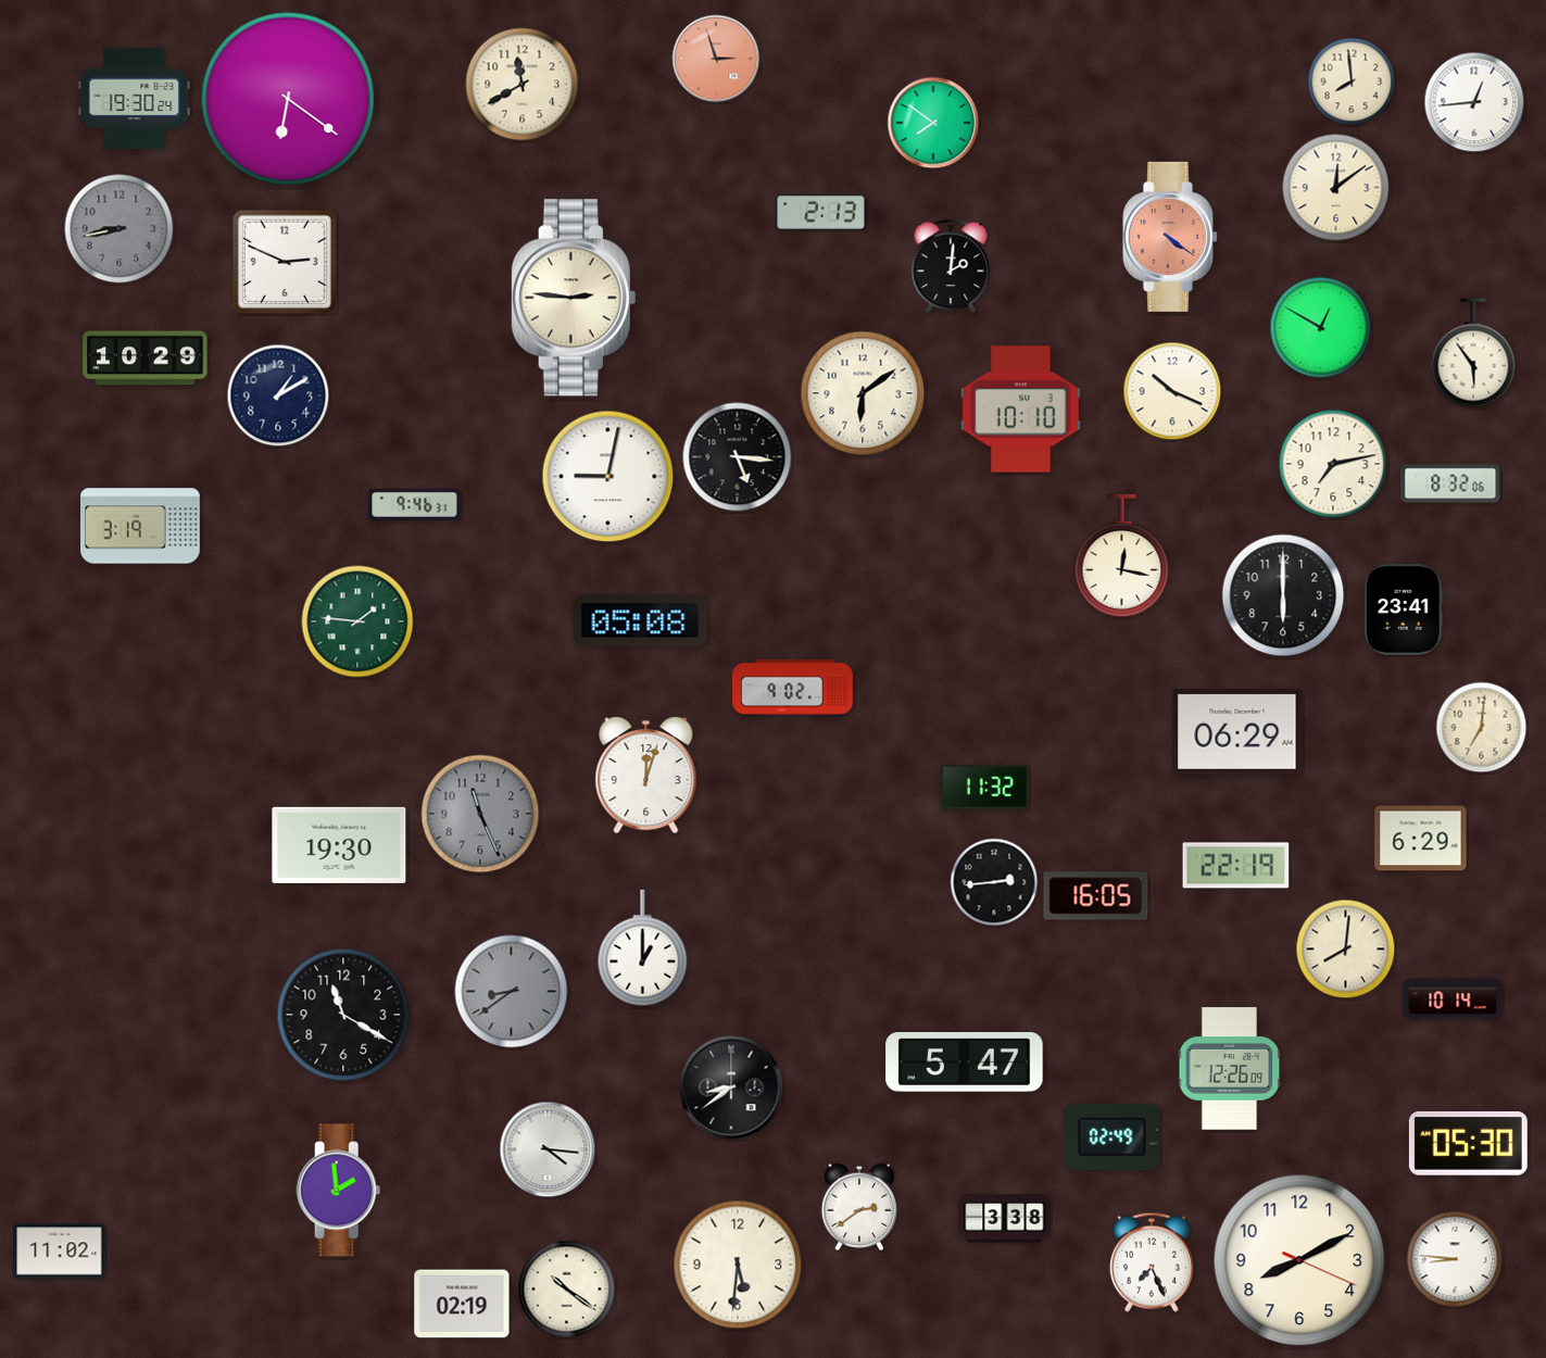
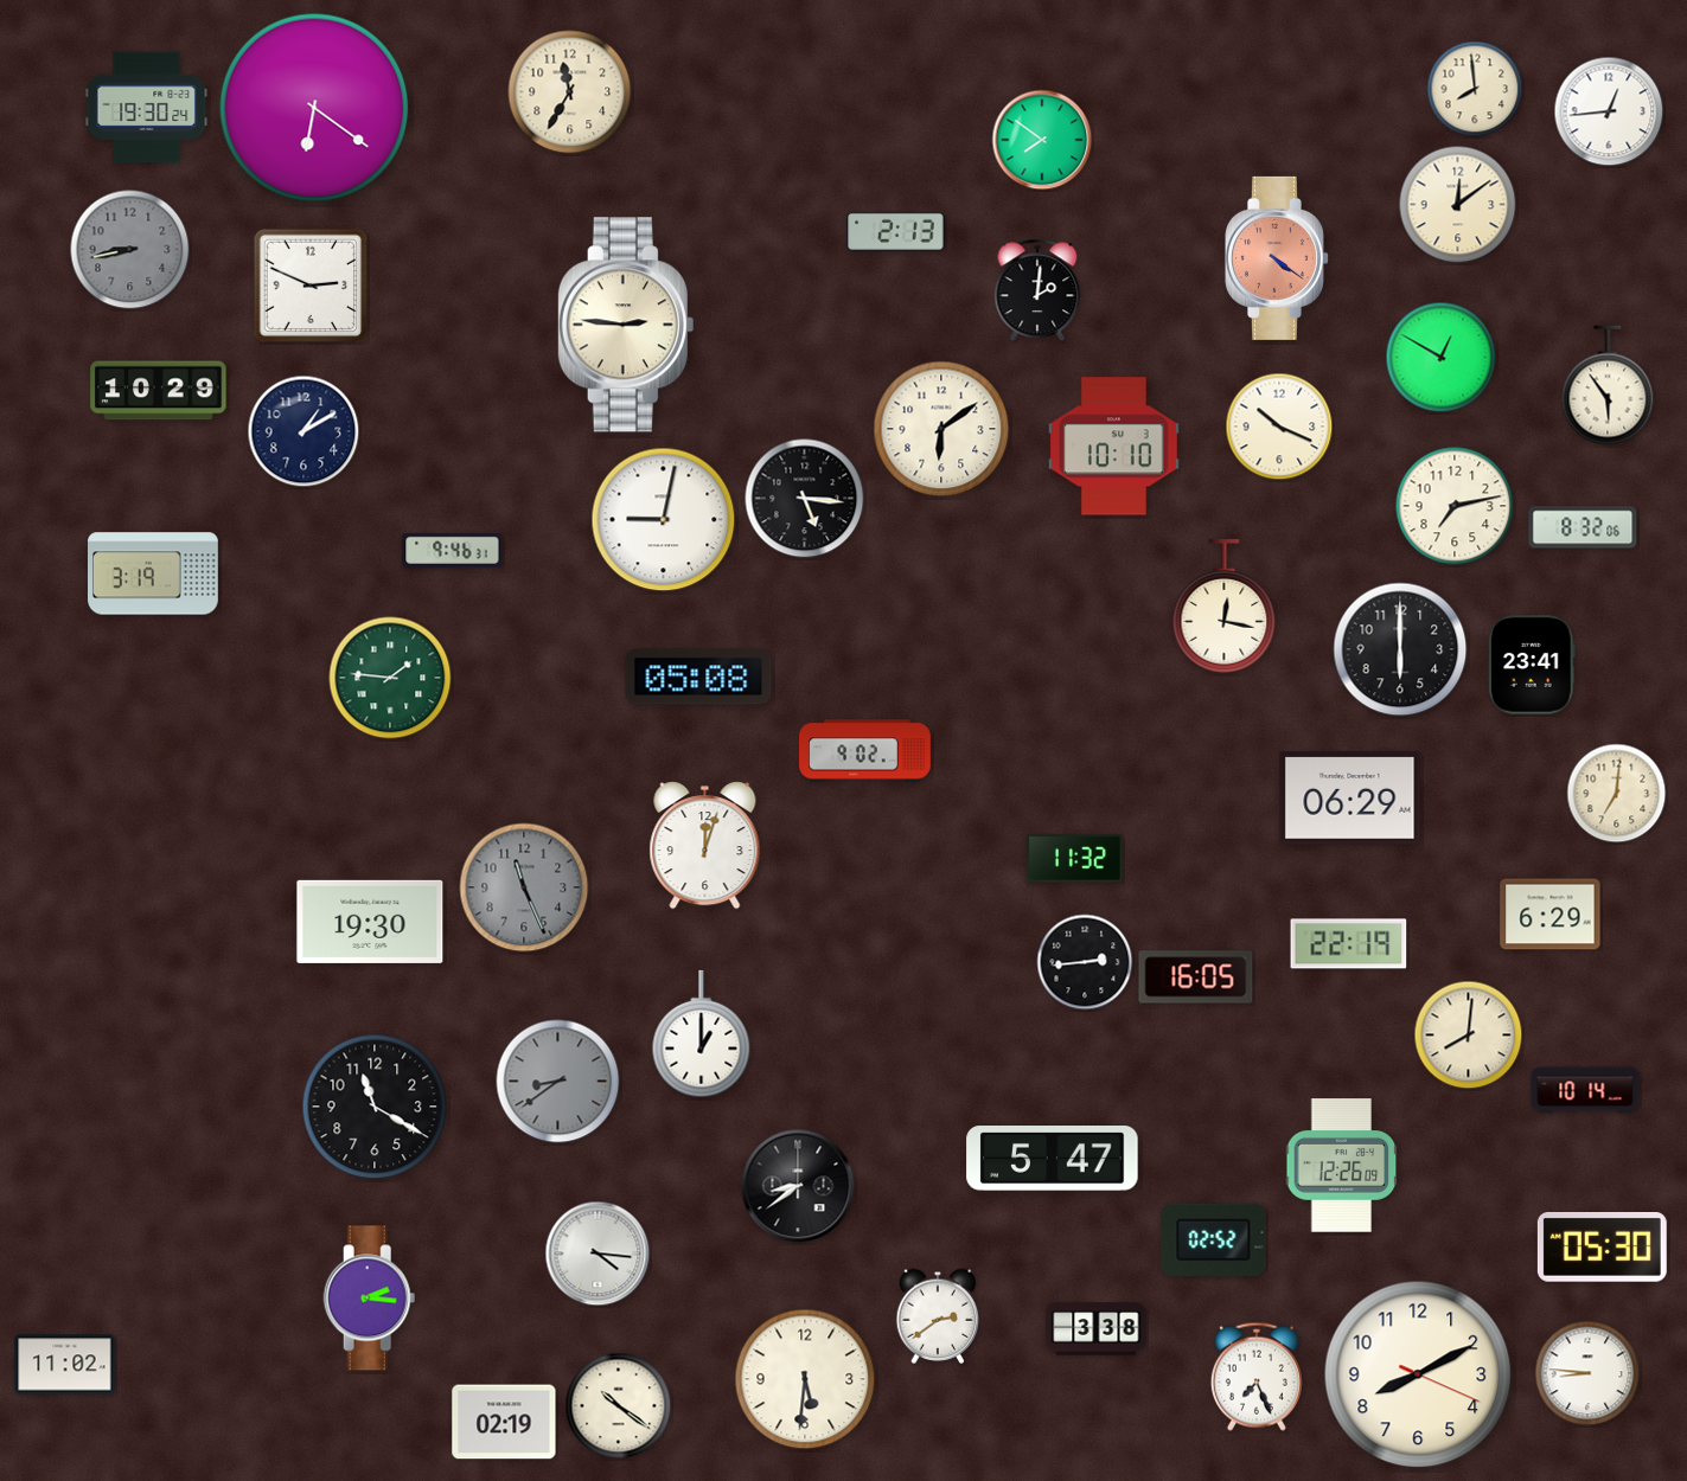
clock at (716, 59): 2:57 -> none
clock at (523, 85): 11:40 -> 11:35
clock at (933, 123) position: (933, 123) -> (1042, 140)
clock at (1113, 1136): 02:49 -> 02:52
clock at (339, 1191): 1:59 -> 2:16
